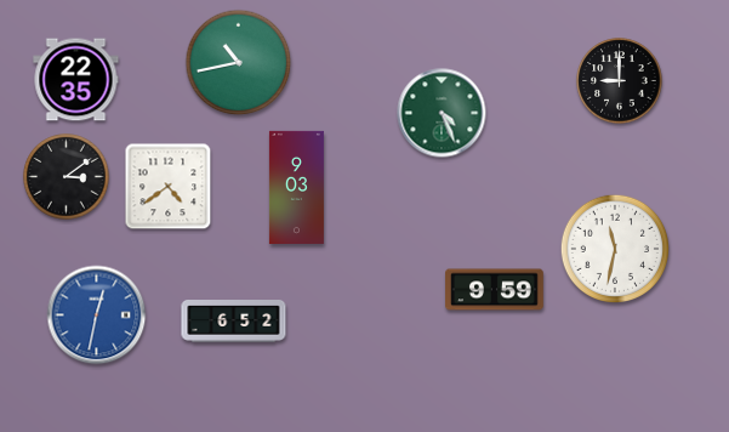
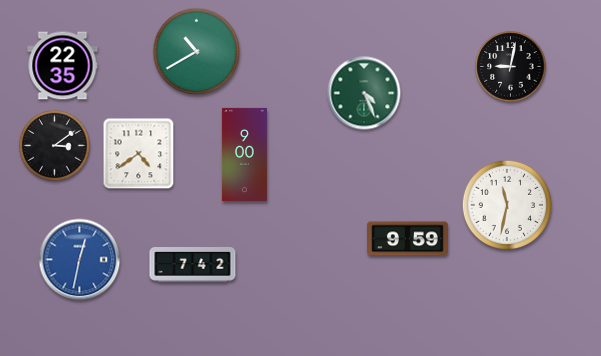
clock at (239, 63): 10:43 -> 10:40
clock at (620, 81): 9:00 -> 9:02
clock at (296, 187): 9:03 -> 9:00
clock at (234, 322): 6:52 -> 7:42
